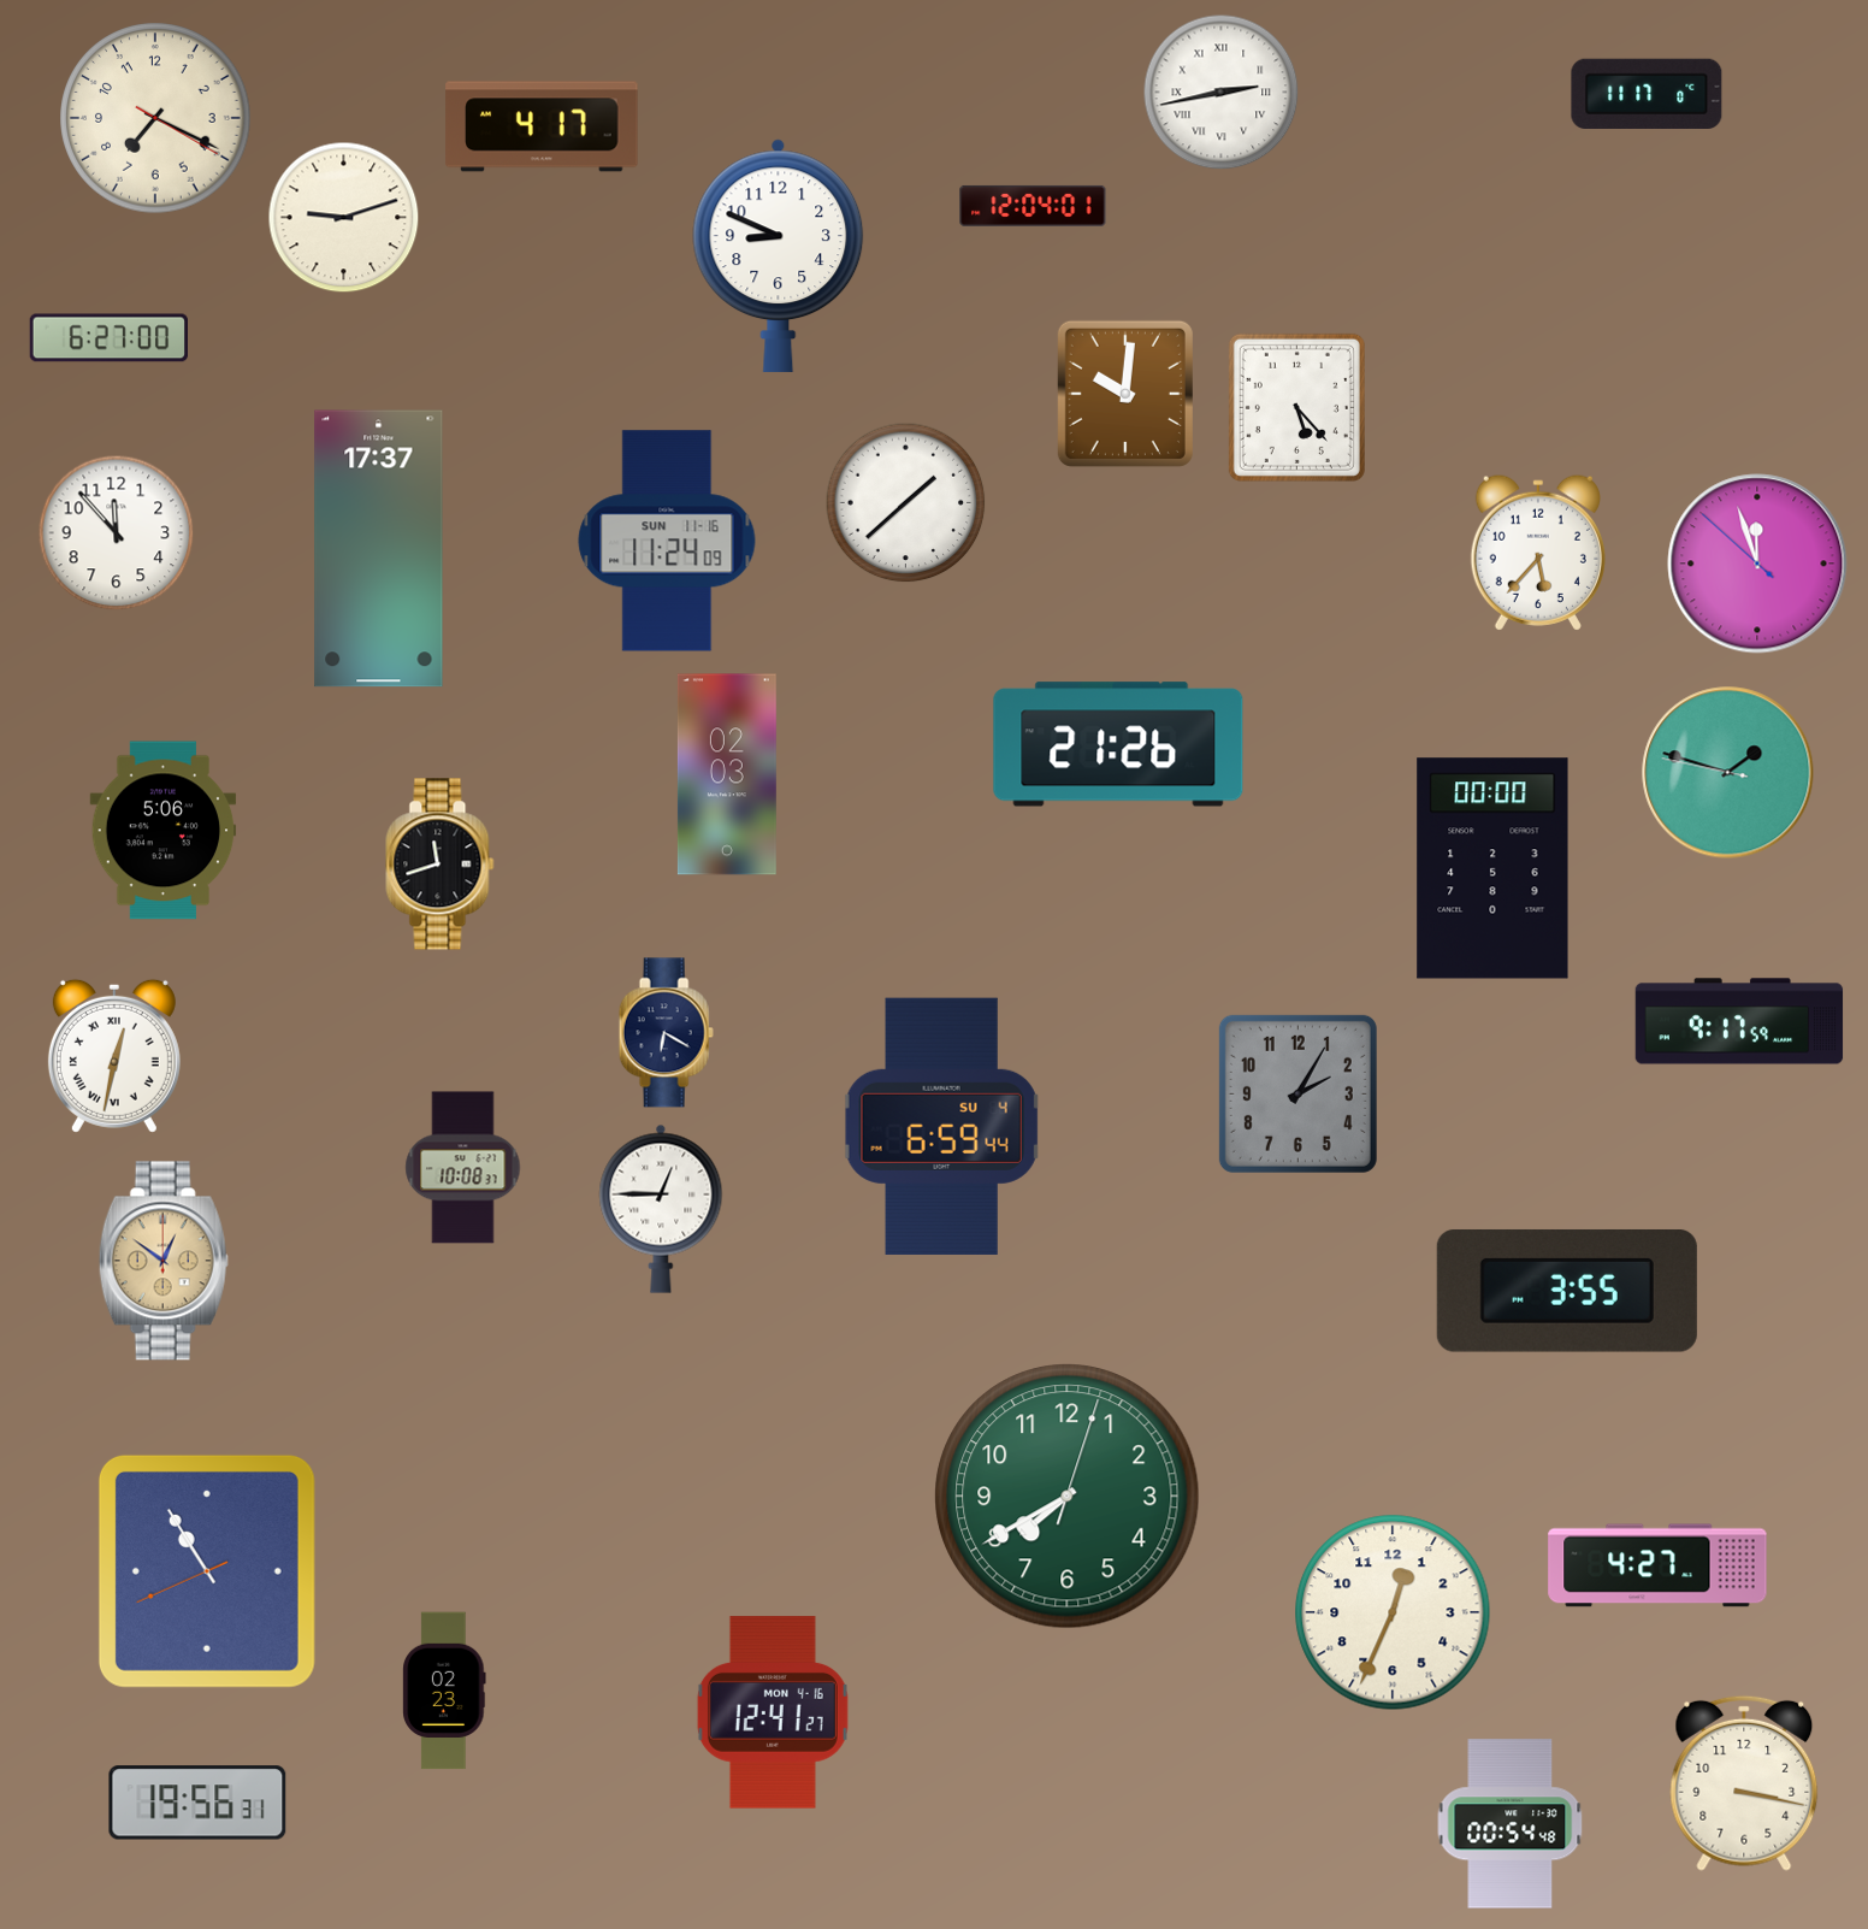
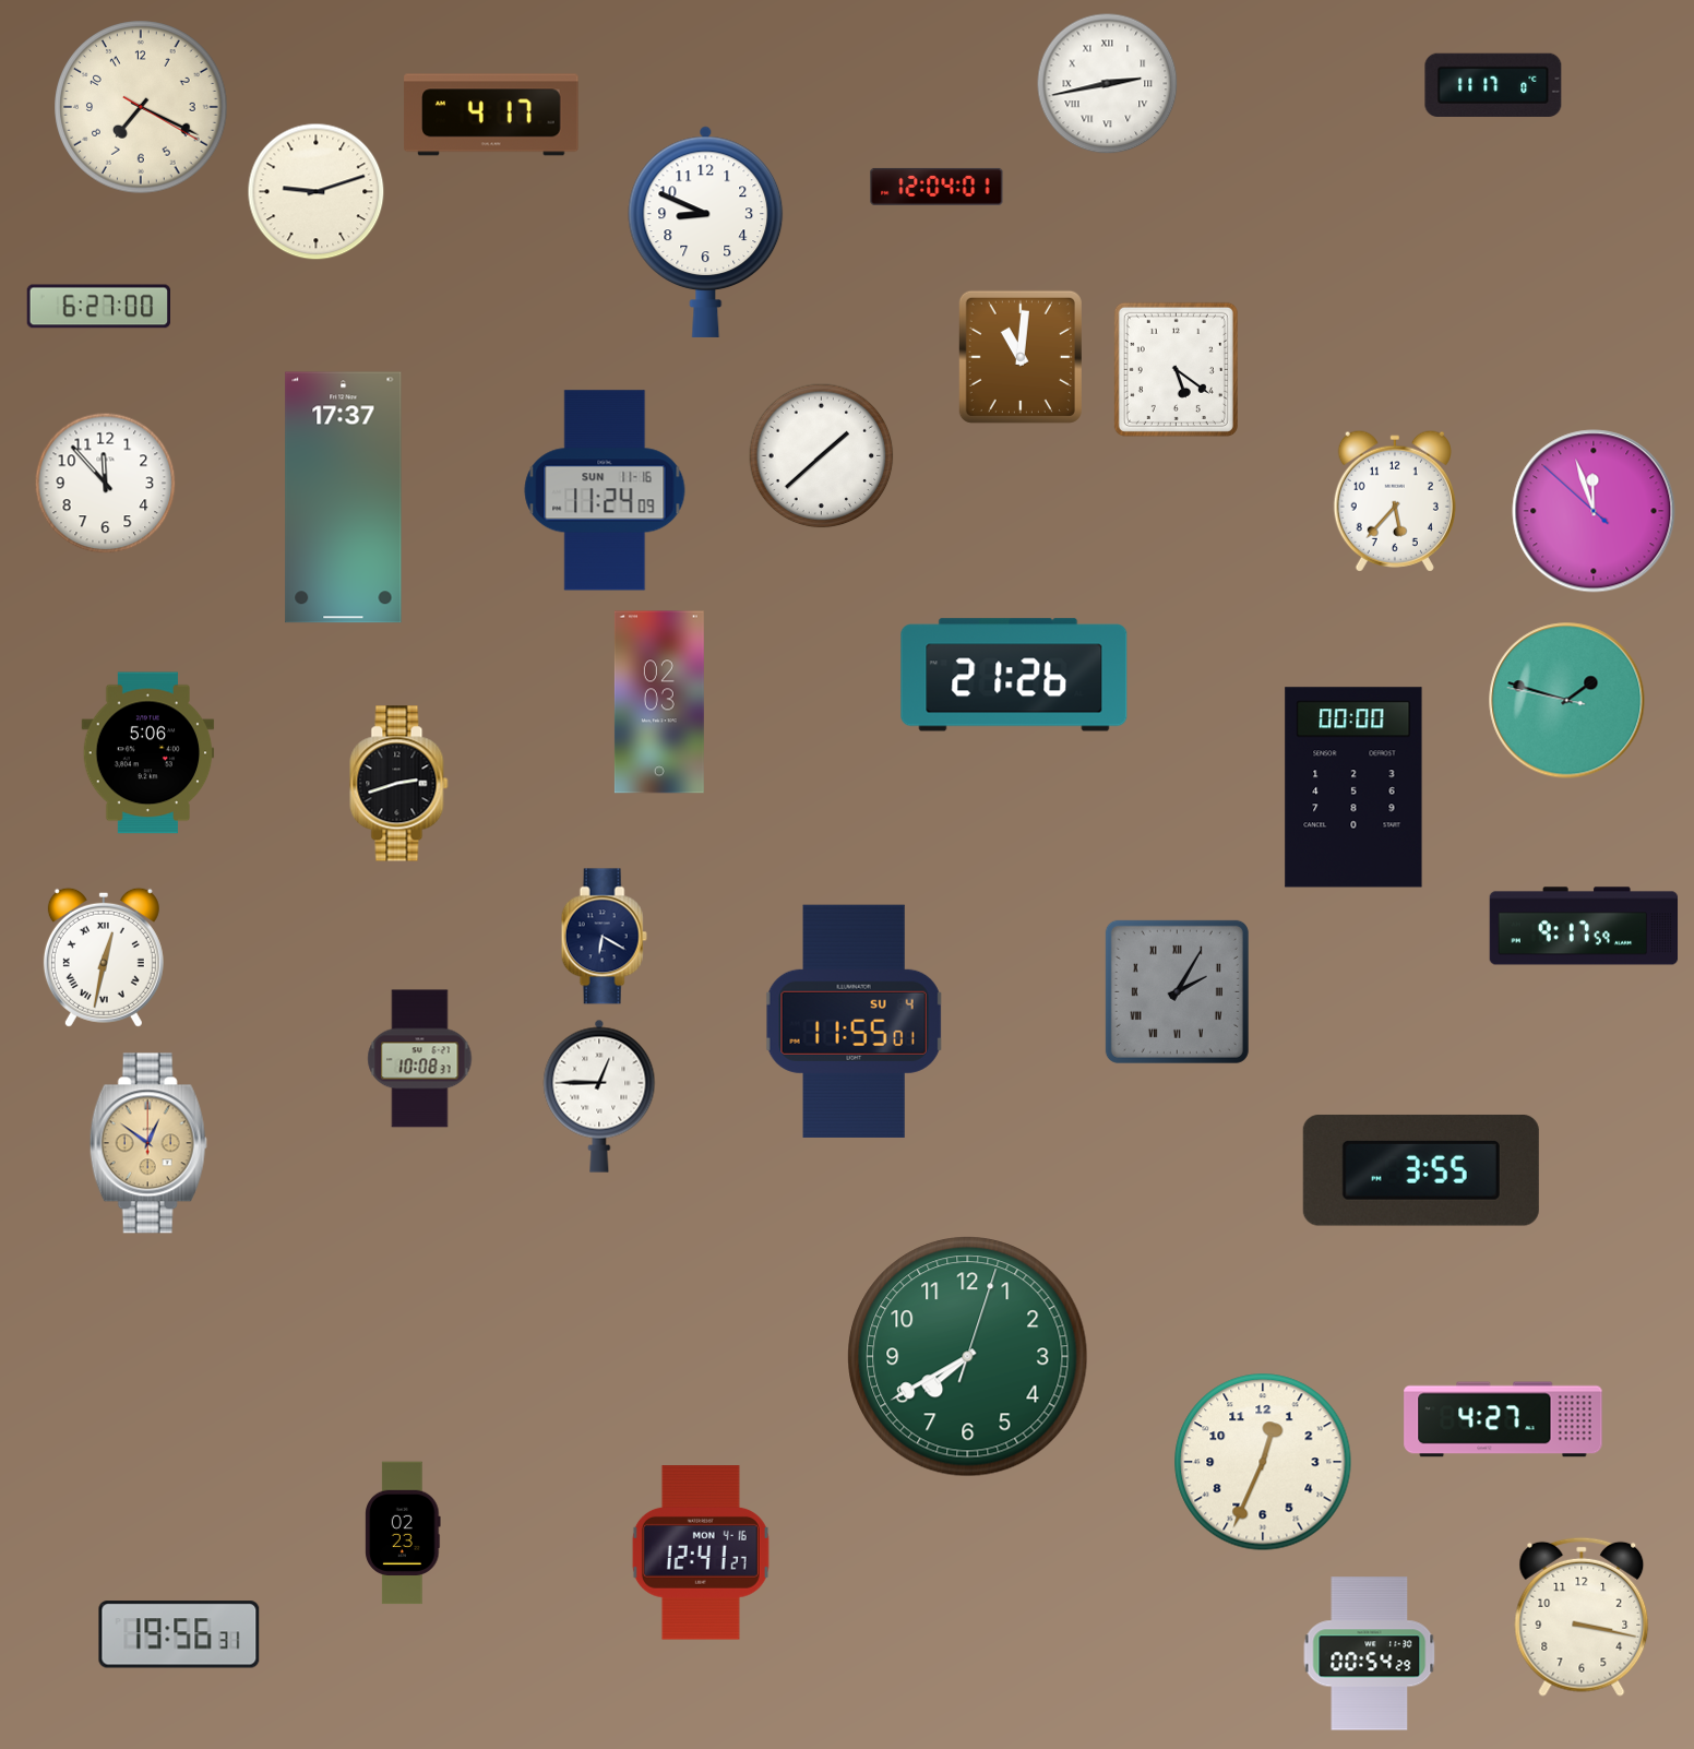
clock at (344, 218) position: (344, 218) -> (317, 192)
clock at (1125, 394): 10:01 -> 11:01
clock at (1296, 407): 5:23 -> 5:21
clock at (441, 865): 11:42 -> 2:42
clock at (1739, 1021) position: (1739, 1021) -> (1584, 926)
clock at (1297, 1093) numerals: Arabic -> Roman
clock at (941, 1126): 6:59 -> 11:55
clock at (207, 1571): 10:54 -> none
clock at (1511, 1824): 00:54:48 -> 00:54:29
